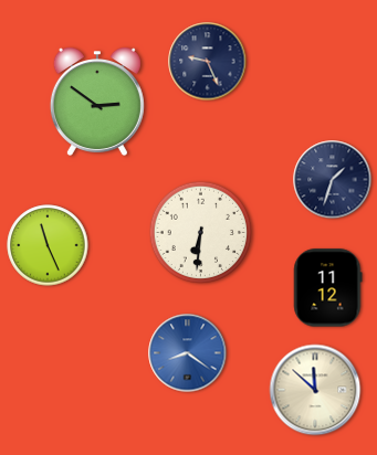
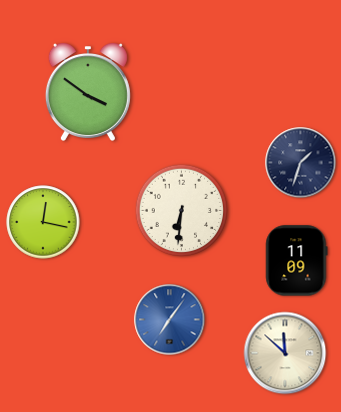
clock at (208, 62): 9:26 -> none
clock at (97, 102): 2:51 -> 3:51
clock at (48, 245): 11:26 -> 12:17
clock at (328, 288): 11:12 -> 11:09
clock at (188, 353): 8:21 -> 7:06
